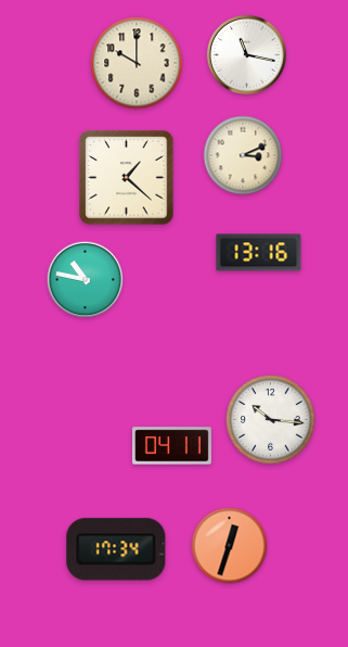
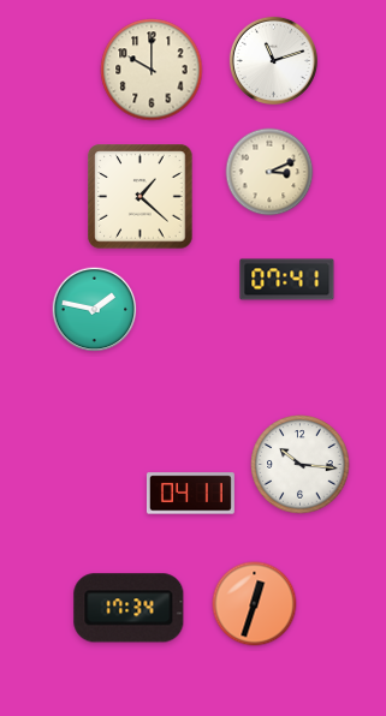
clock at (246, 54): 11:17 -> 11:12
clock at (259, 253): 13:16 -> 07:41
clock at (86, 280): 10:47 -> 1:47
